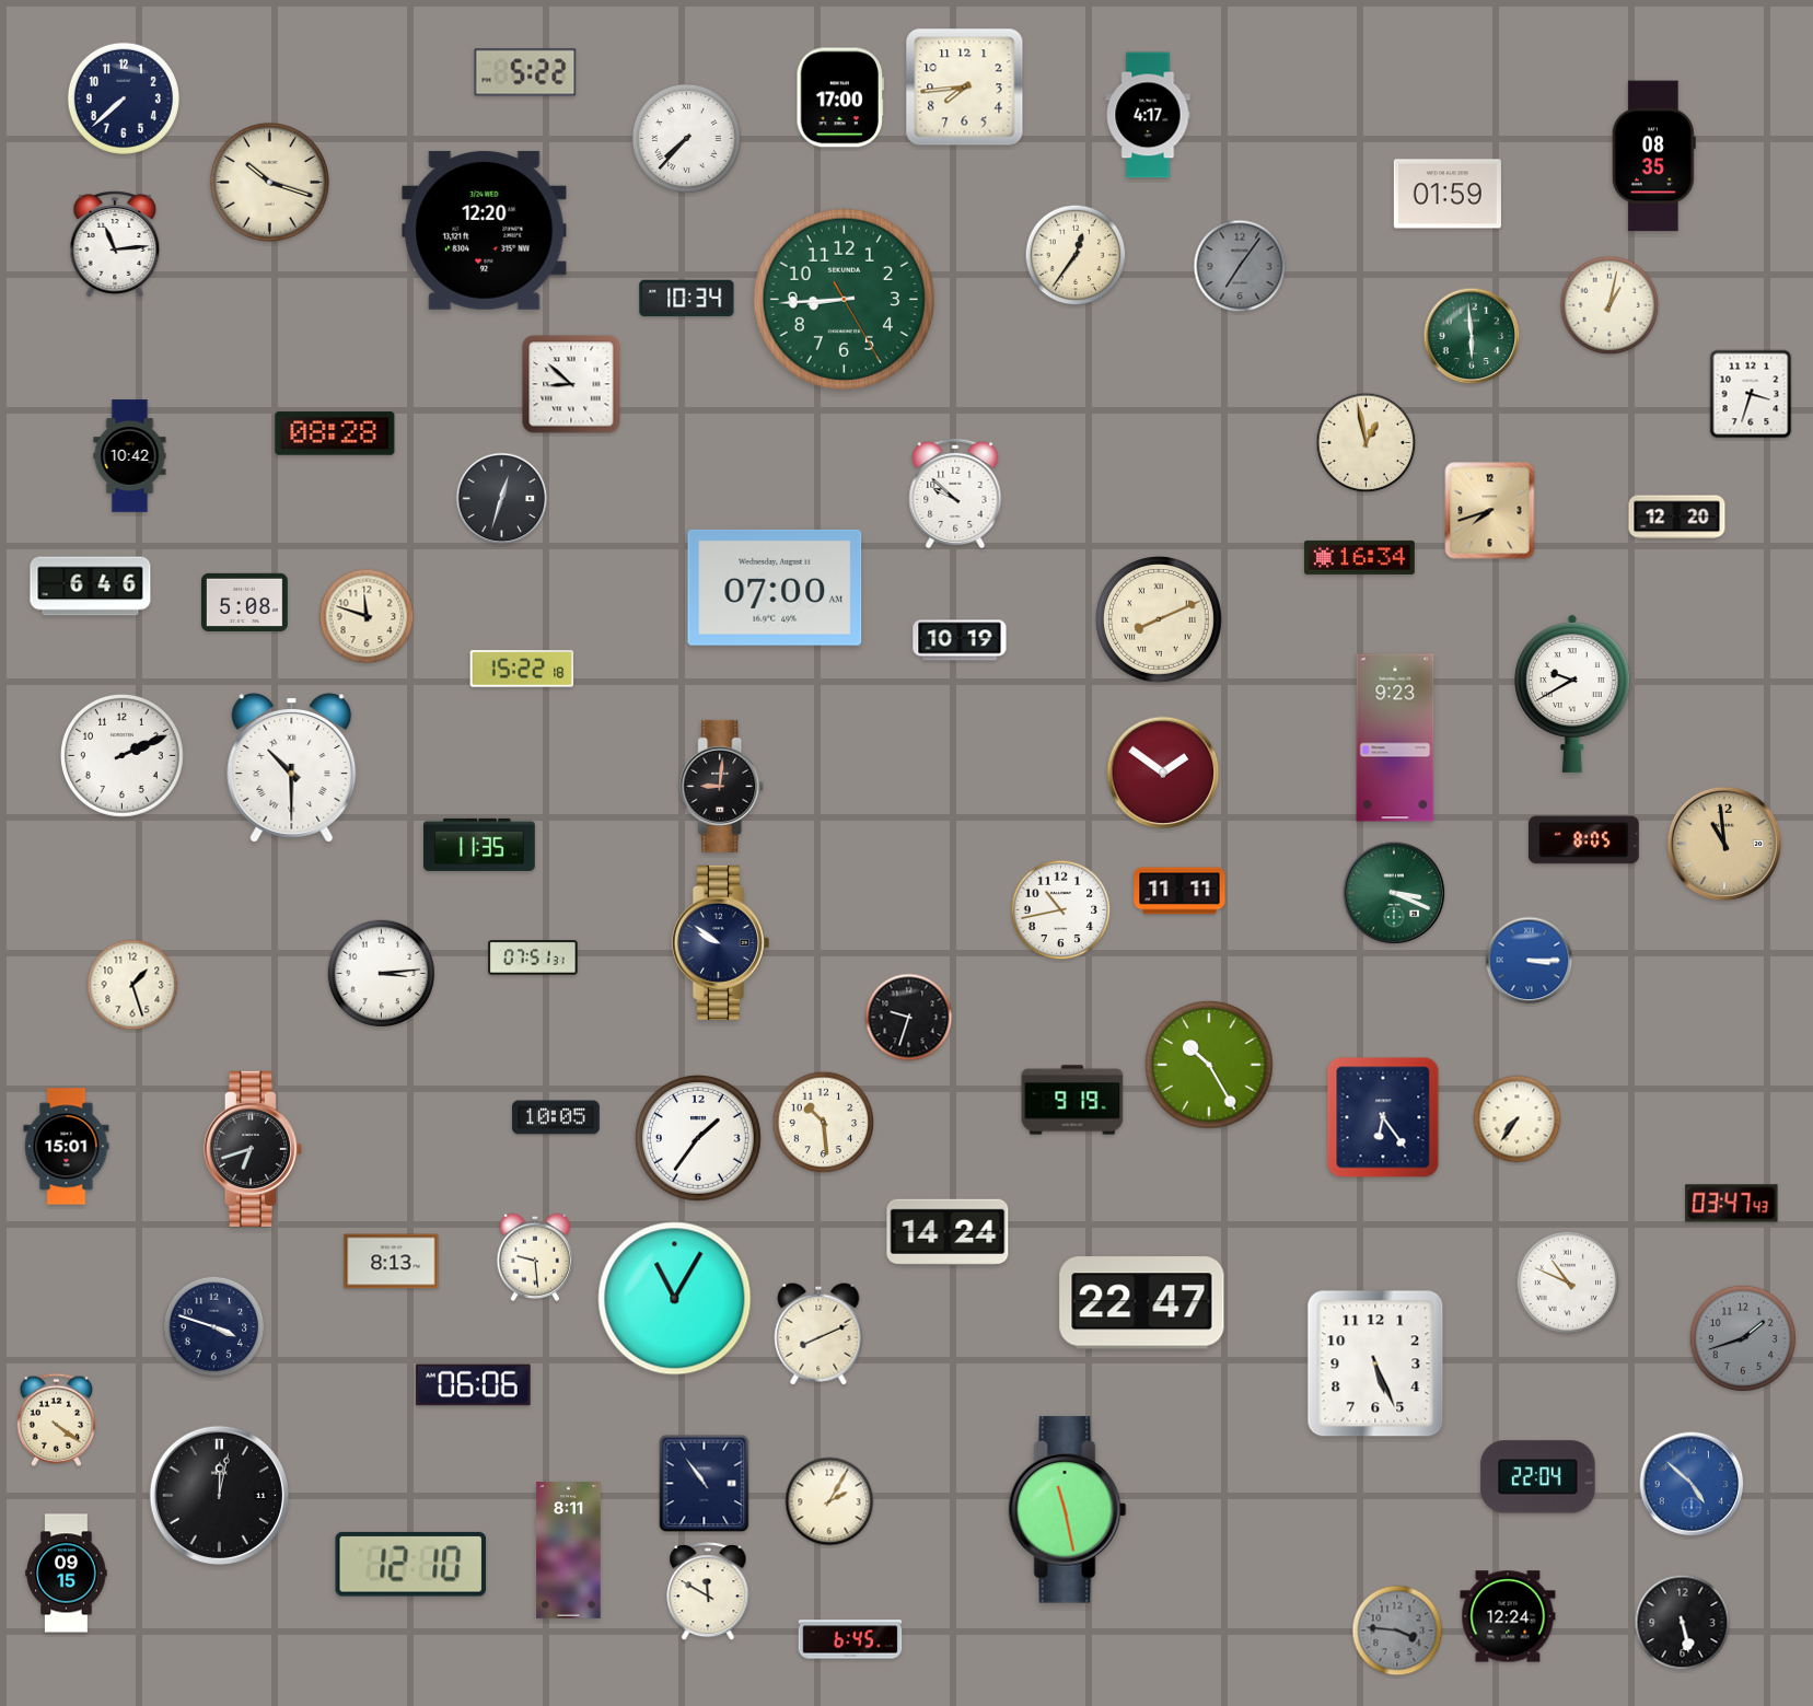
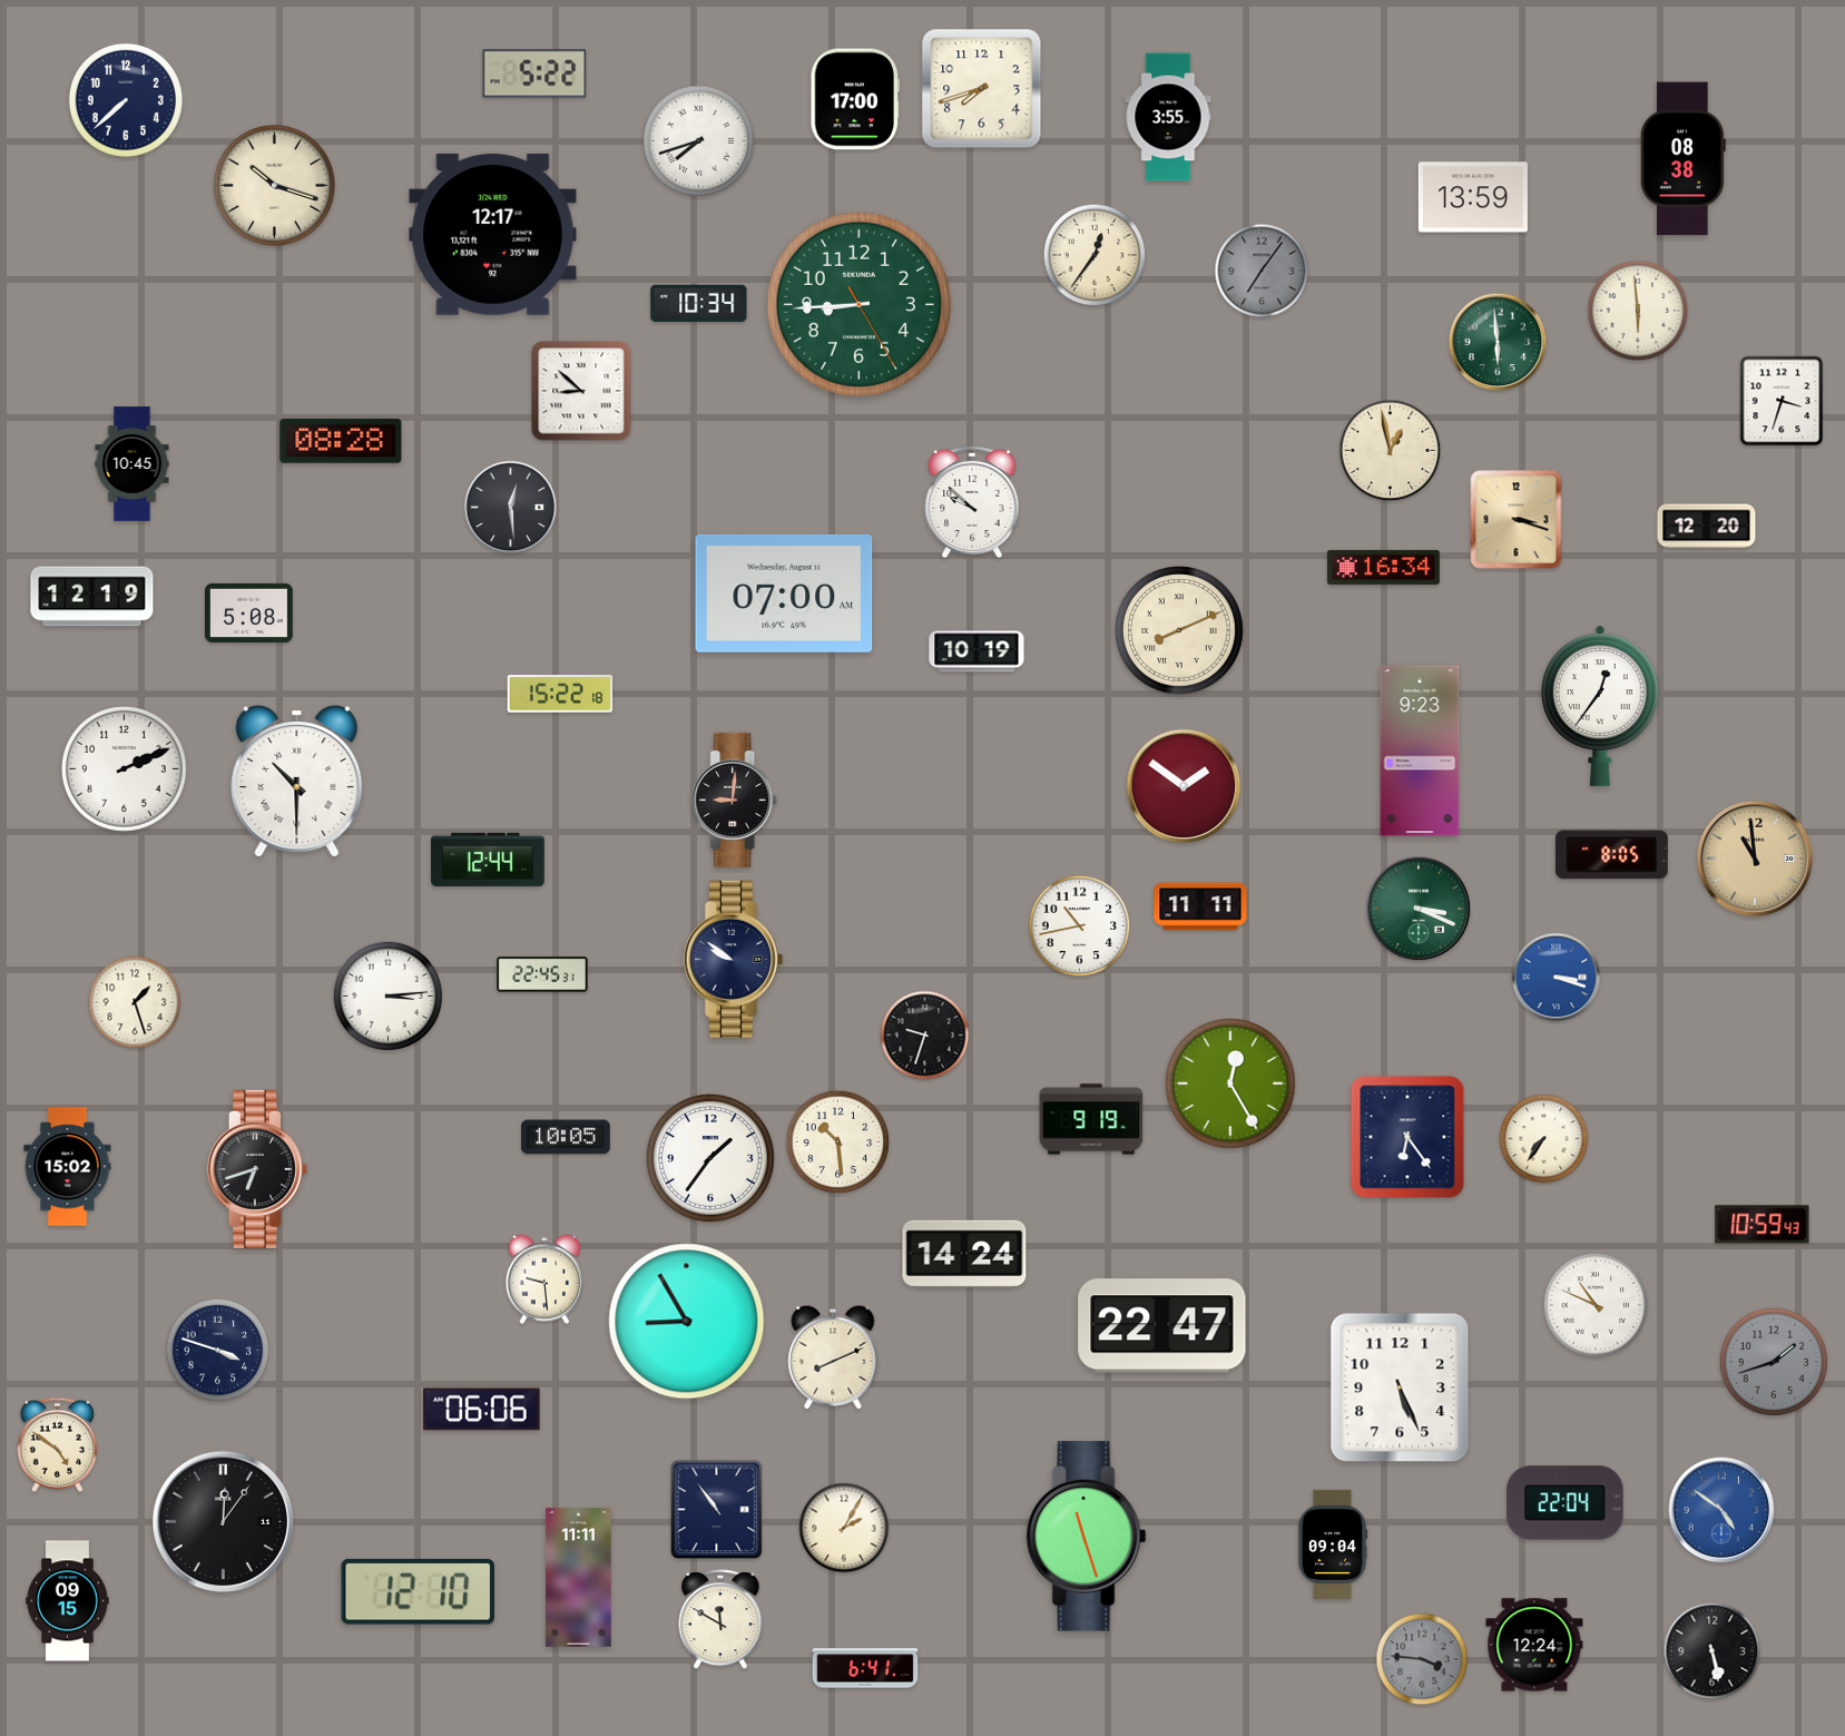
clock at (965, 88): 7:44 -> 7:42
clock at (1148, 115): 4:17 -> 3:55
clock at (686, 138): 7:37 -> 7:42
clock at (1653, 156): 08:35 -> 08:38
clock at (1448, 194): 01:59 -> 13:59
clock at (485, 230): 12:20 -> 12:17
clock at (115, 244): 11:14 -> none
clock at (1076, 255) position: (1076, 255) -> (1095, 255)
clock at (1609, 305): 1:02 -> 5:59
clock at (130, 456): 10:42 -> 10:45
clock at (502, 499): 12:33 -> 12:29
clock at (1490, 511): 7:42 -> 3:18
clock at (91, 587): 6:46 -> 12:19
clock at (775, 588) position: (775, 588) -> (784, 594)
clock at (367, 616): 11:48 -> none
clock at (522, 670) position: (522, 670) -> (560, 695)
clock at (1573, 694): 9:40 -> 12:36
clock at (479, 845): 11:35 -> 12:44
clock at (533, 958): 07:51 -> 22:45
clock at (1530, 961): 3:15 -> 3:18
clock at (381, 973) position: (381, 973) -> (387, 995)
clock at (1209, 1065): 10:25 -> 12:25
clock at (67, 1147): 15:01 -> 15:02
clock at (1732, 1204): 03:47 -> 10:59
clock at (392, 1262): 8:13 -> none
clock at (675, 1299): 11:05 -> 8:55
clock at (57, 1419): 4:21 -> 4:51
clock at (1692, 1484): 4:52 -> 4:51
clock at (219, 1495): 12:02 -> 12:06
clock at (1068, 1510): 11:28 -> 11:27
clock at (1333, 1544): none -> 09:04
clock at (569, 1551): 8:11 -> 11:11
clock at (850, 1639): 6:45 -> 6:41
